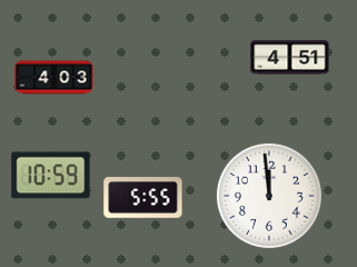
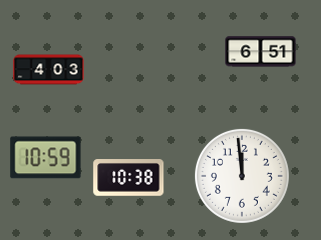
clock at (290, 58): 4:51 -> 6:51
clock at (143, 198): 5:55 -> 10:38
